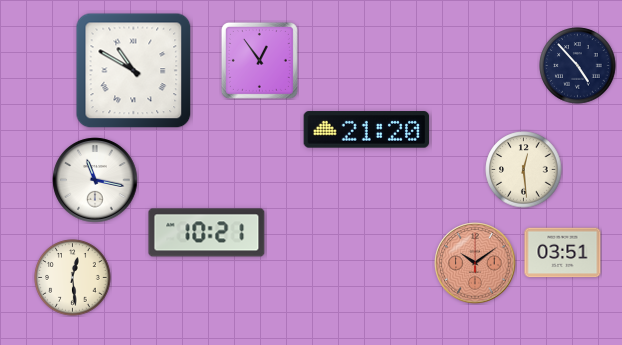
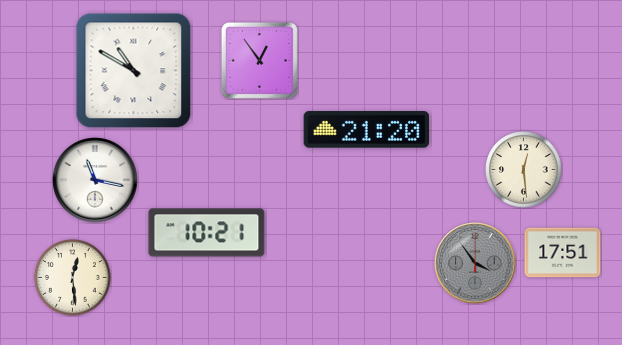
clock at (578, 66): 4:53 -> none
clock at (563, 253): 03:51 -> 17:51
clock at (475, 263): 10:09 -> 3:54
clock at (475, 263) dial: salmon -> grey
